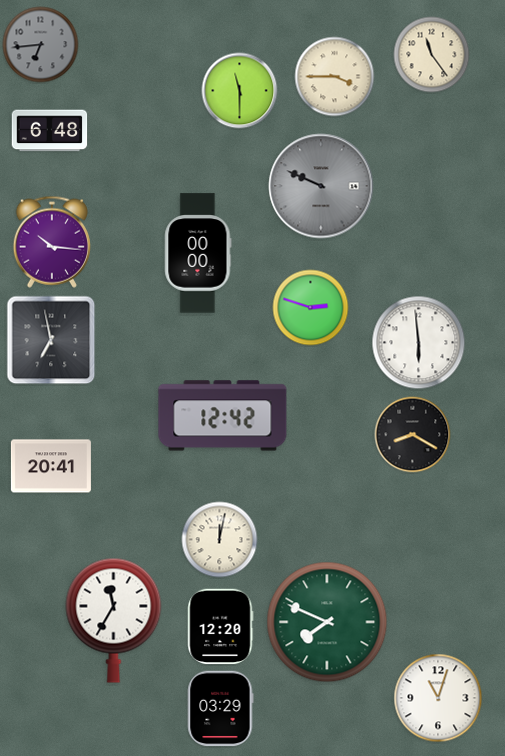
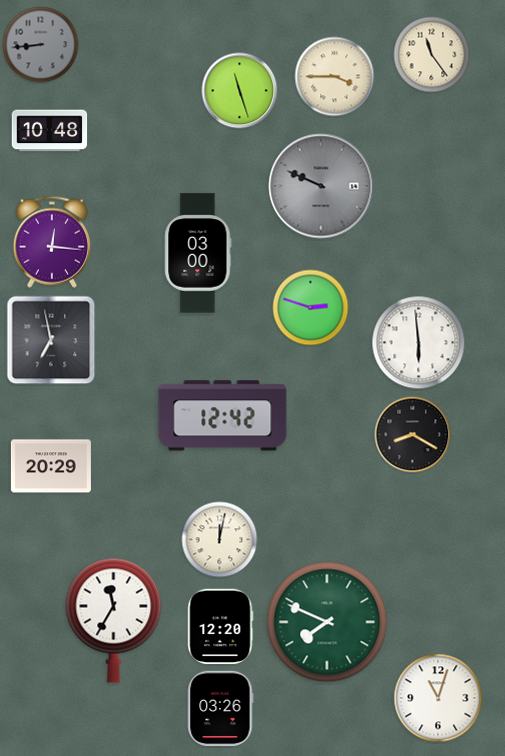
clock at (41, 45): 6:44 -> 8:44
clock at (240, 91): 11:30 -> 11:27
clock at (50, 131): 6:48 -> 10:48
clock at (52, 242): 10:16 -> 12:16
clock at (198, 253): 00:00 -> 03:00
clock at (51, 466): 20:41 -> 20:29
clock at (221, 709): 03:29 -> 03:26
